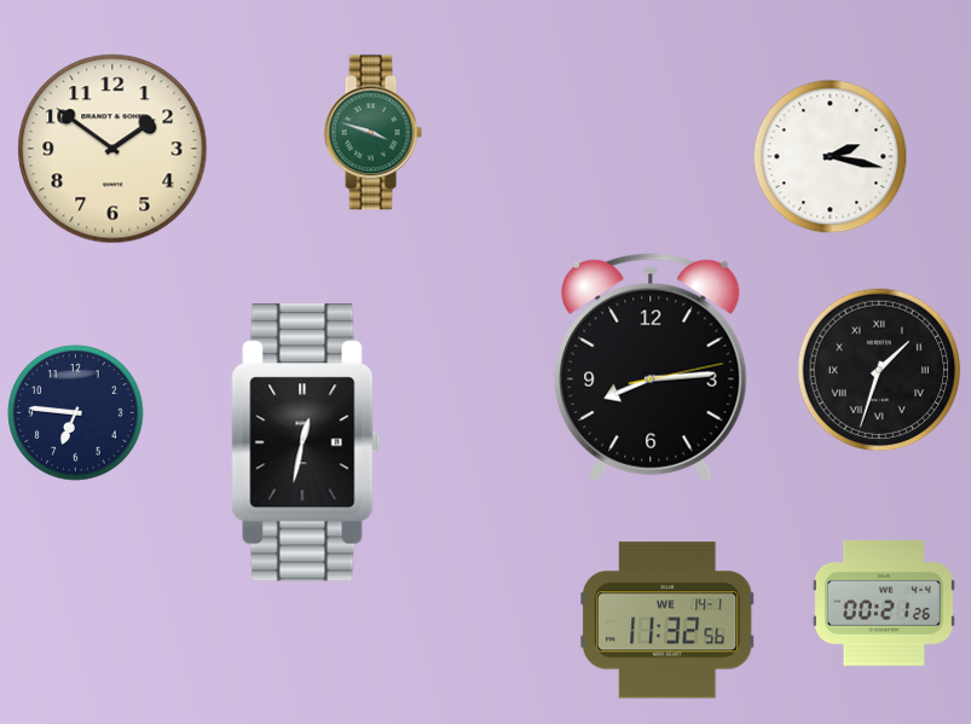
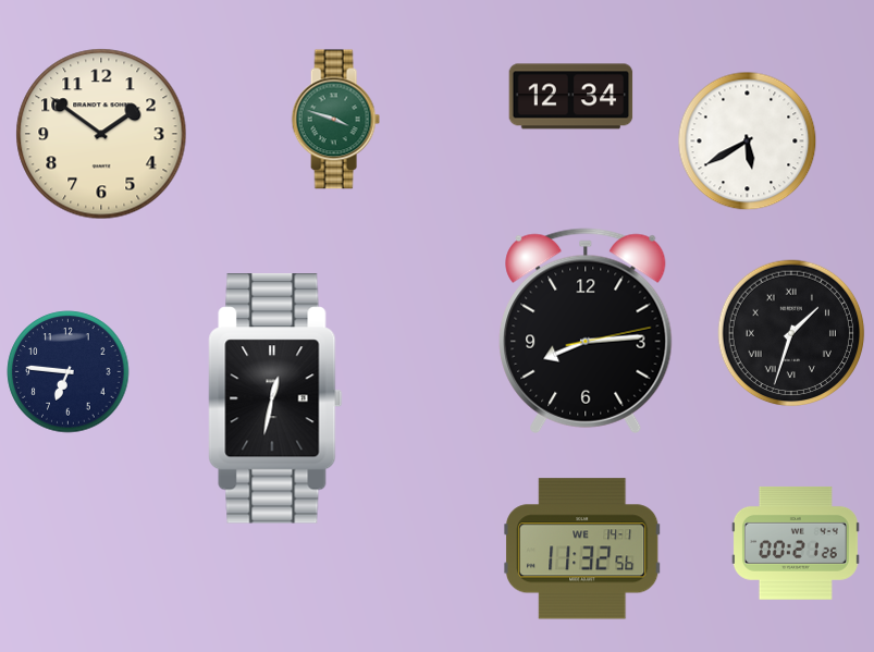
clock at (571, 97): none -> 12:34
clock at (831, 157): 2:17 -> 5:40
clock at (669, 620) position: (669, 620) -> (583, 549)
